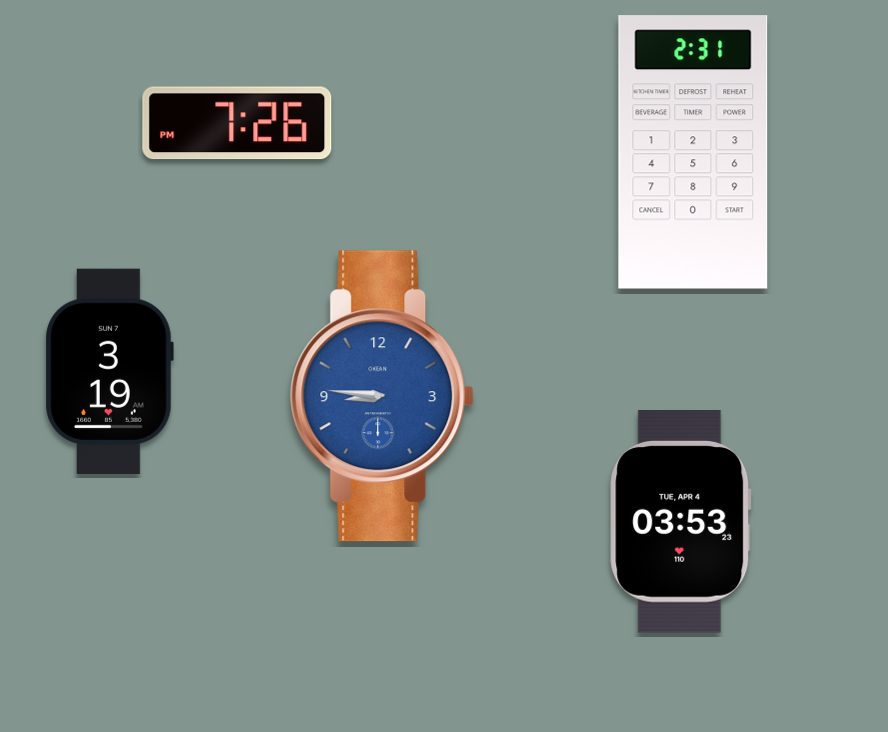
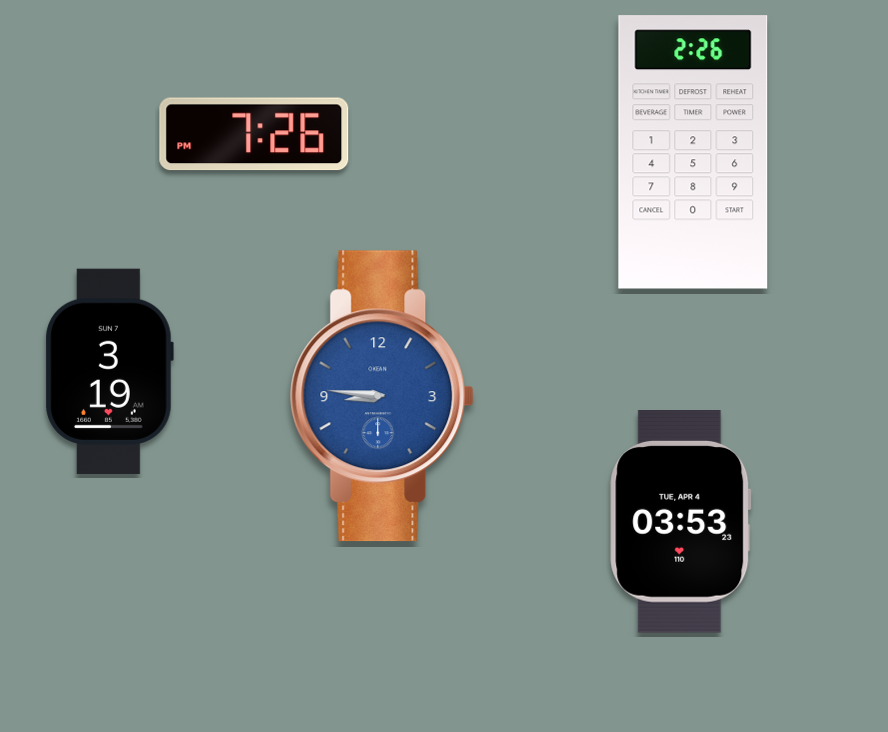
clock at (237, 123) position: (237, 123) -> (254, 134)
clock at (693, 152): 2:31 -> 2:26
